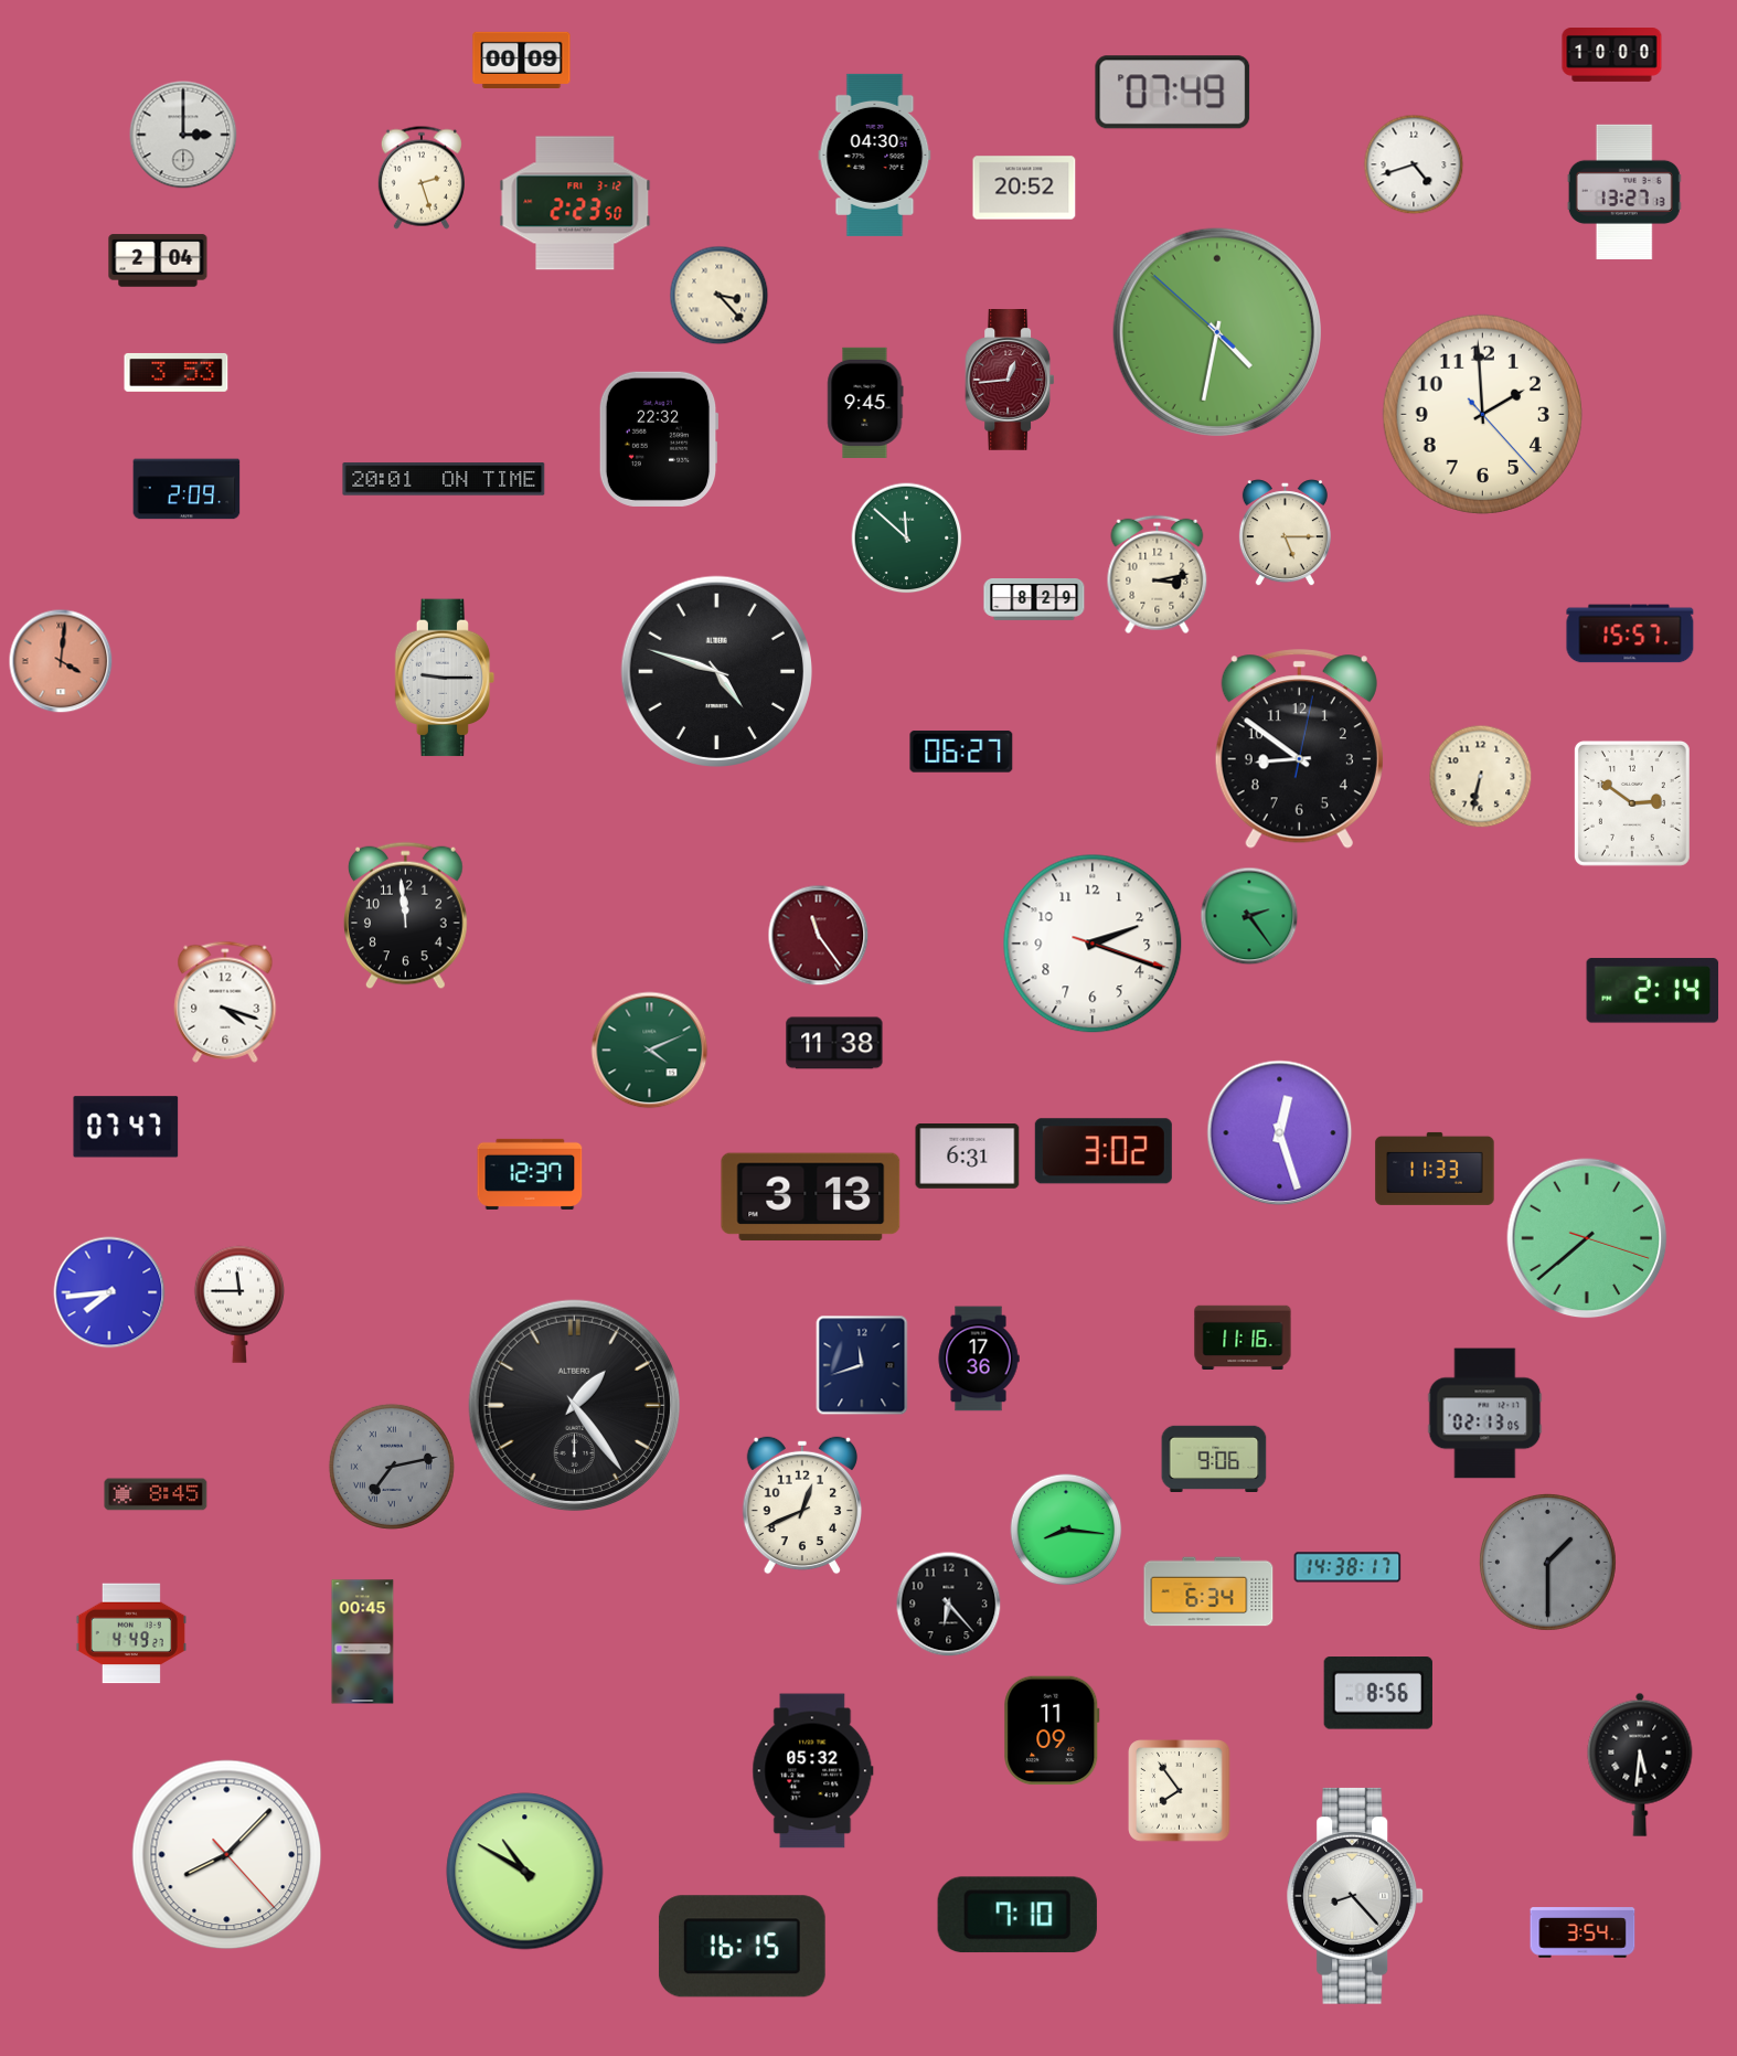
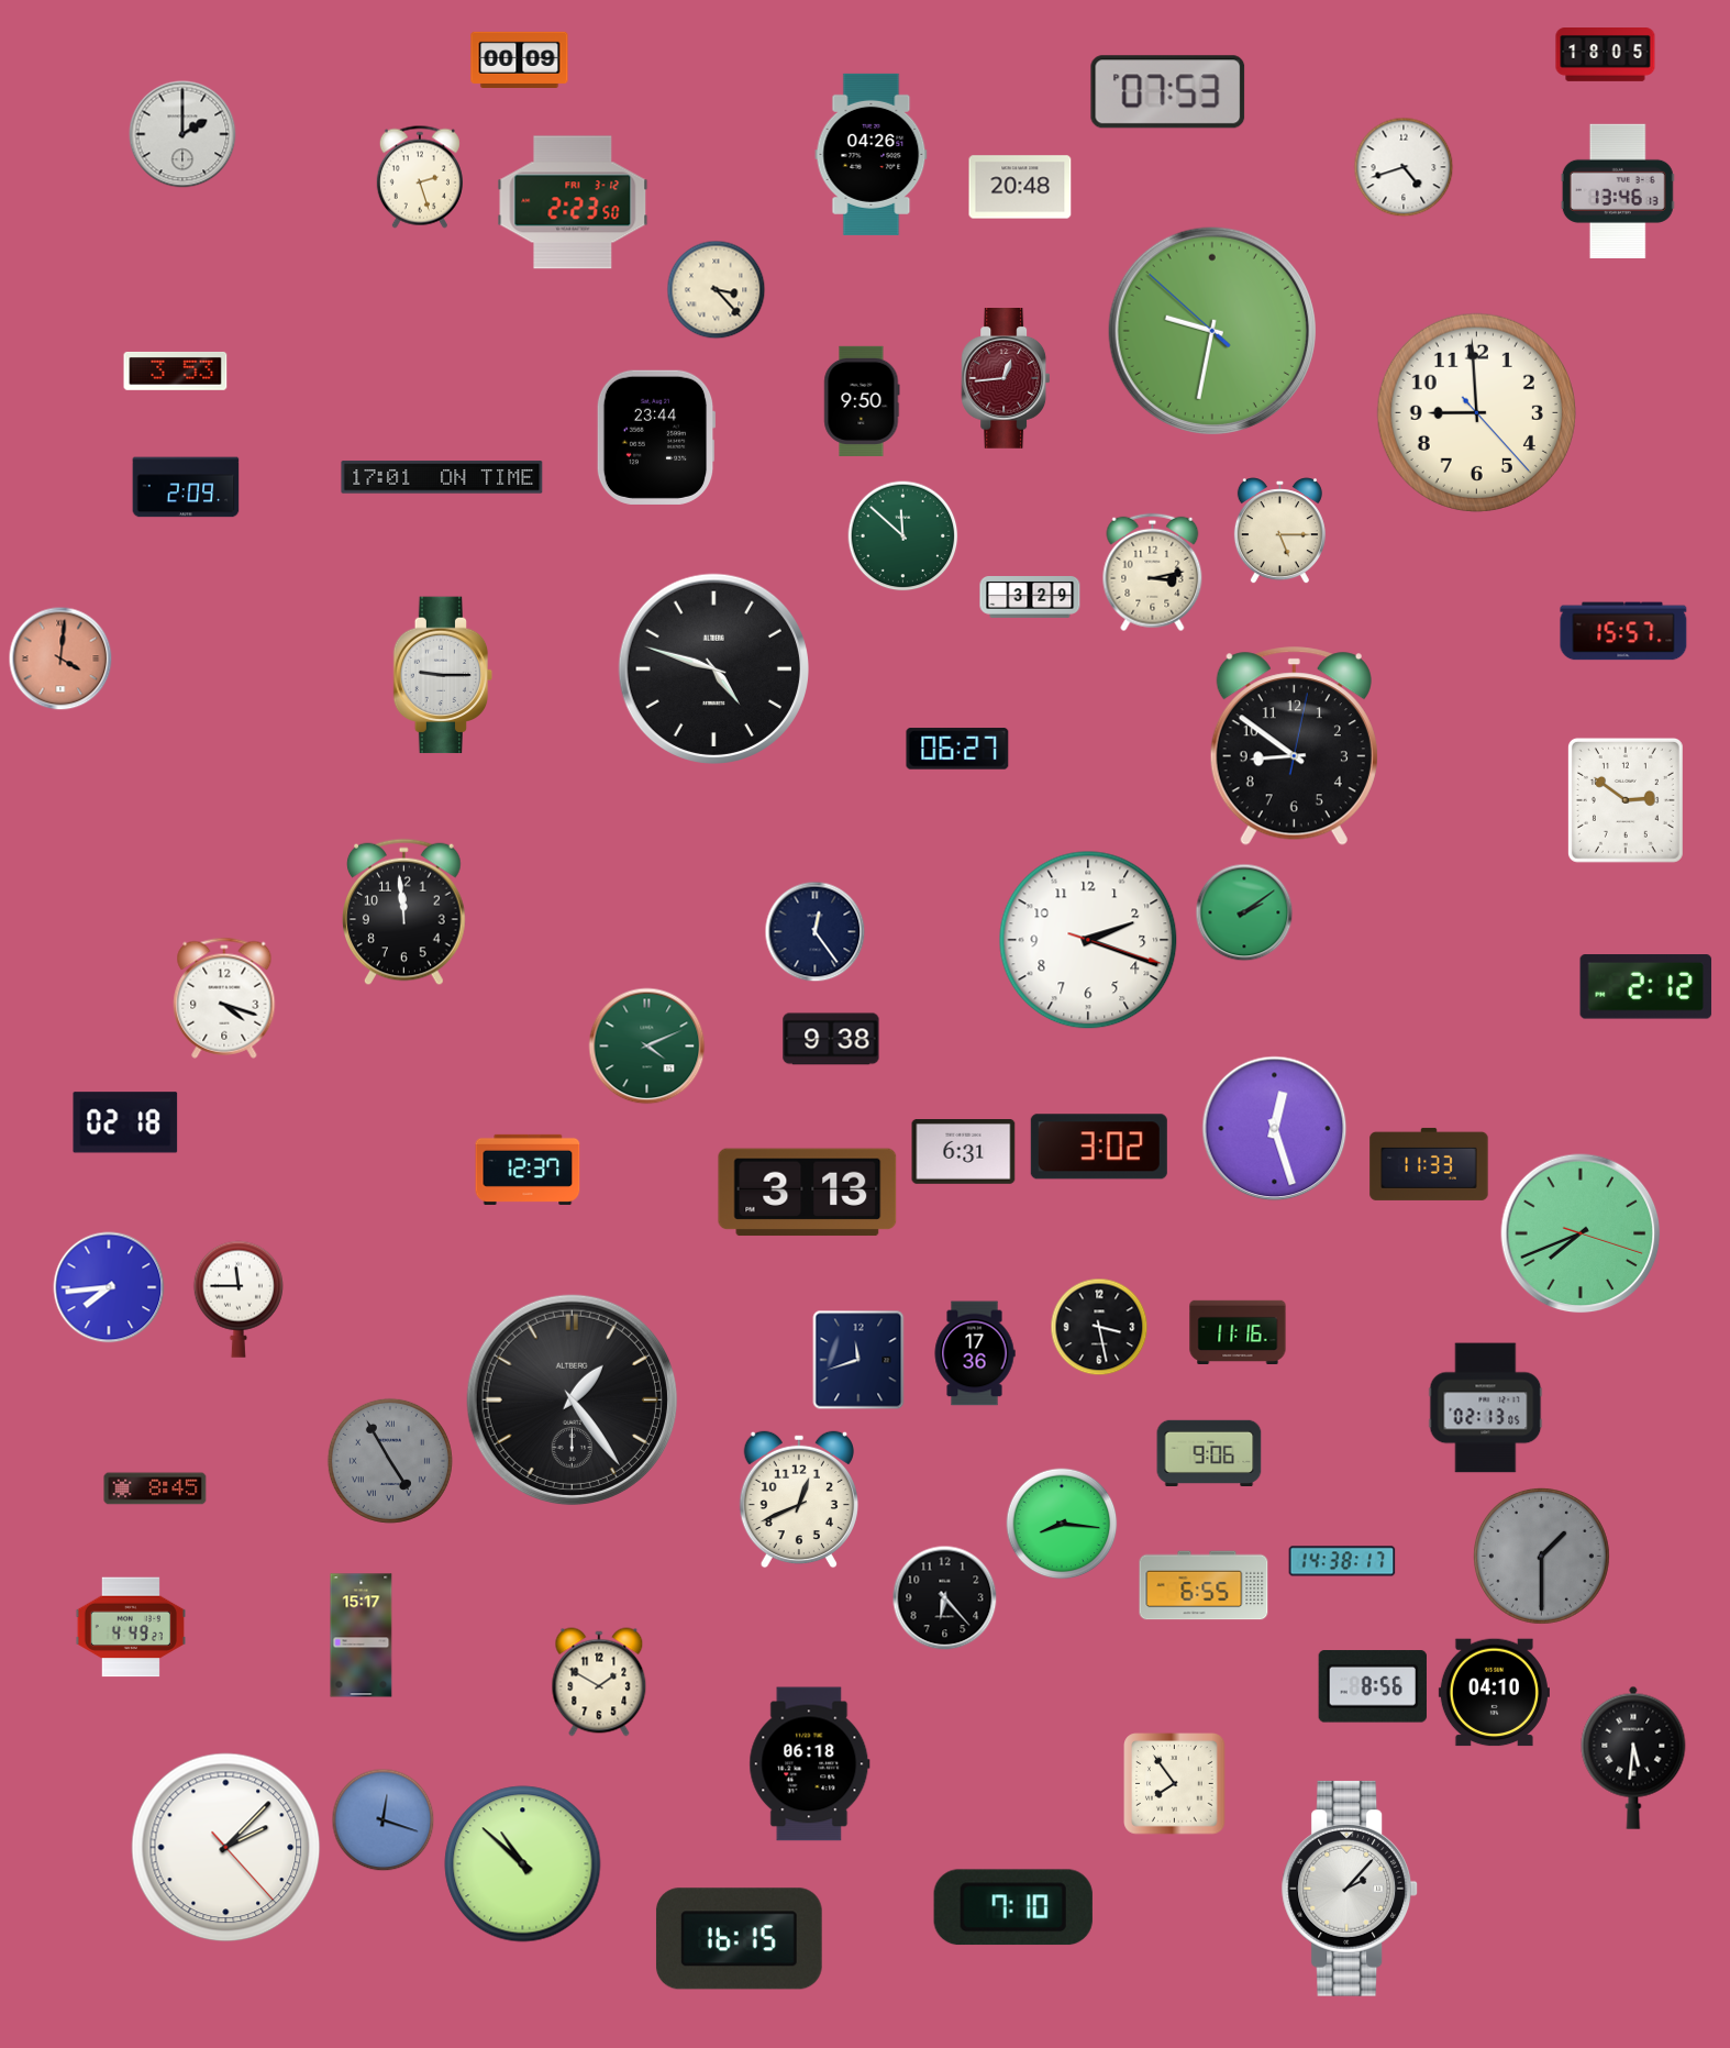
clock at (1612, 55): 10:00 -> 18:05
clock at (1173, 93): 07:49 -> 07:53
clock at (183, 135): 3:00 -> 2:00
clock at (875, 155): 04:30 -> 04:26
clock at (1414, 164) position: (1414, 164) -> (1404, 167)
clock at (1024, 188): 20:52 -> 20:48
clock at (1624, 191): 13:27 -> 13:46
clock at (158, 260): 2:04 -> none
clock at (720, 296) position: (720, 296) -> (717, 290)
clock at (1217, 332): 4:31 -> 9:31
clock at (865, 403): 9:45 -> 9:50
clock at (1482, 414): 1:59 -> 8:59
clock at (659, 439): 22:32 -> 23:44
clock at (444, 479): 20:01 -> 17:01
clock at (1034, 600): 8:29 -> 3:29
clock at (1481, 777): 6:32 -> none
clock at (1249, 916): 2:24 -> 2:09
clock at (819, 936): 11:24 -> 12:24
clock at (819, 936) dial: burgundy -> navy
clock at (1653, 991): 2:14 -> 2:12
clock at (834, 1043): 11:38 -> 9:38
clock at (126, 1127): 07:47 -> 02:18
clock at (1587, 1238): 7:38 -> 7:41
clock at (1099, 1327): none -> 3:28
clock at (1485, 1414) position: (1485, 1414) -> (1486, 1408)
clock at (392, 1467): 7:13 -> 4:55
clock at (1208, 1591): 6:34 -> 6:55
clock at (363, 1642): 00:45 -> 15:17
clock at (599, 1682): none -> 1:50
clock at (1494, 1693): none -> 04:10
clock at (1052, 1730): 11:09 -> none
clock at (813, 1771): 05:32 -> 06:18
clock at (384, 1820): none -> 12:18
clock at (227, 1855): 8:07 -> 2:07
clock at (525, 1872): 10:50 -> 10:52
clock at (1356, 1896): 8:23 -> 2:07
clock at (1583, 1932): 3:54 -> none
